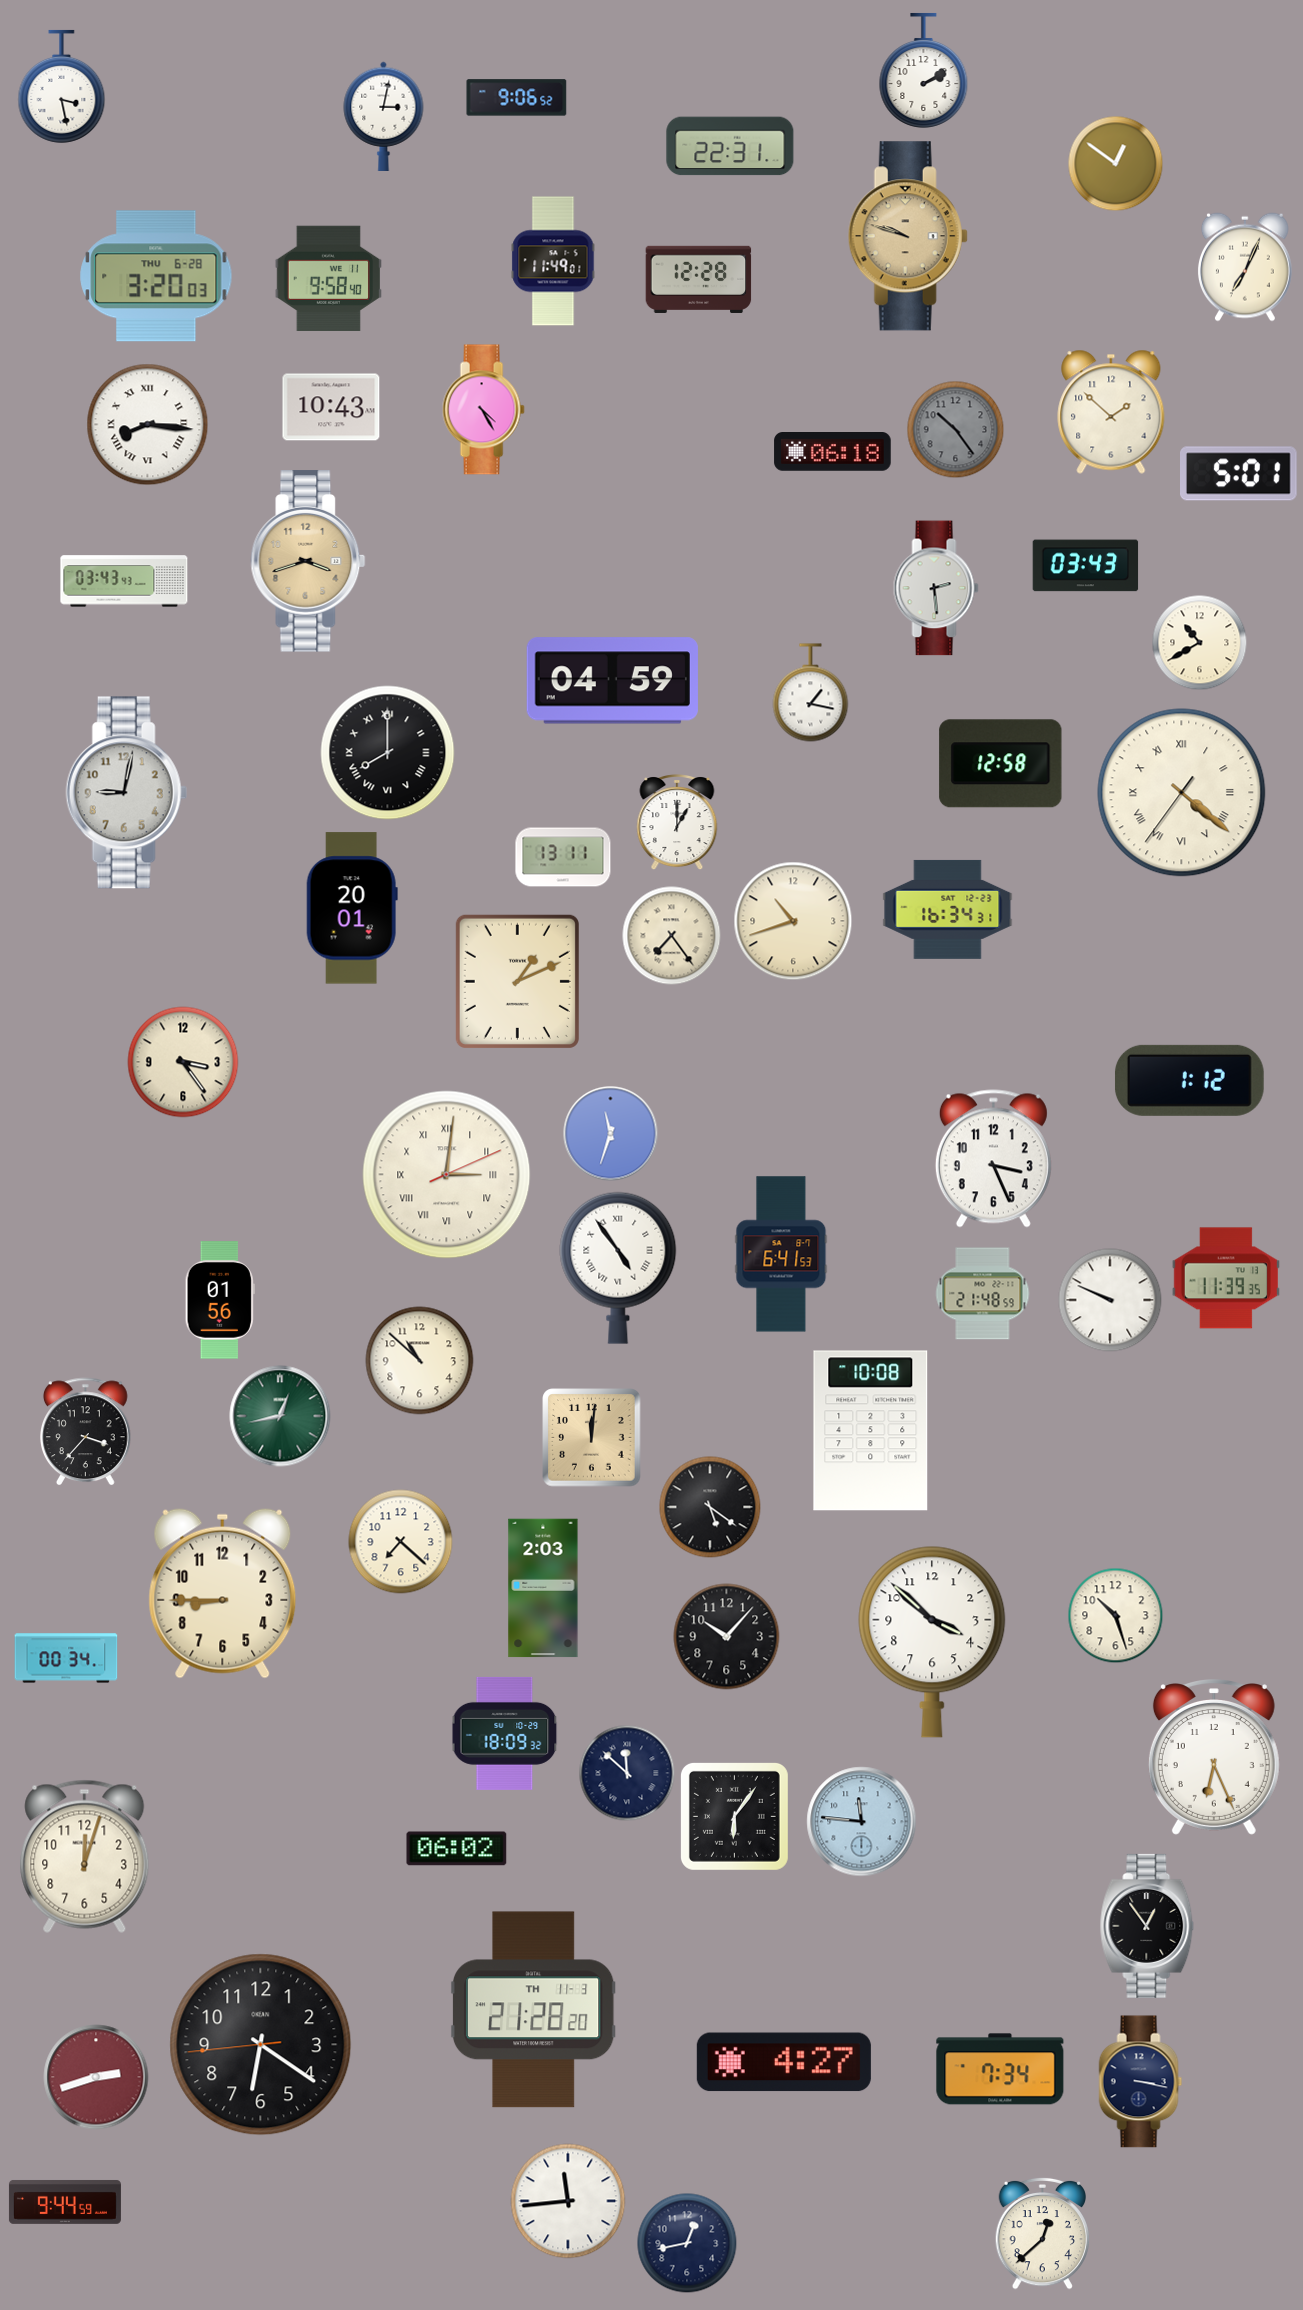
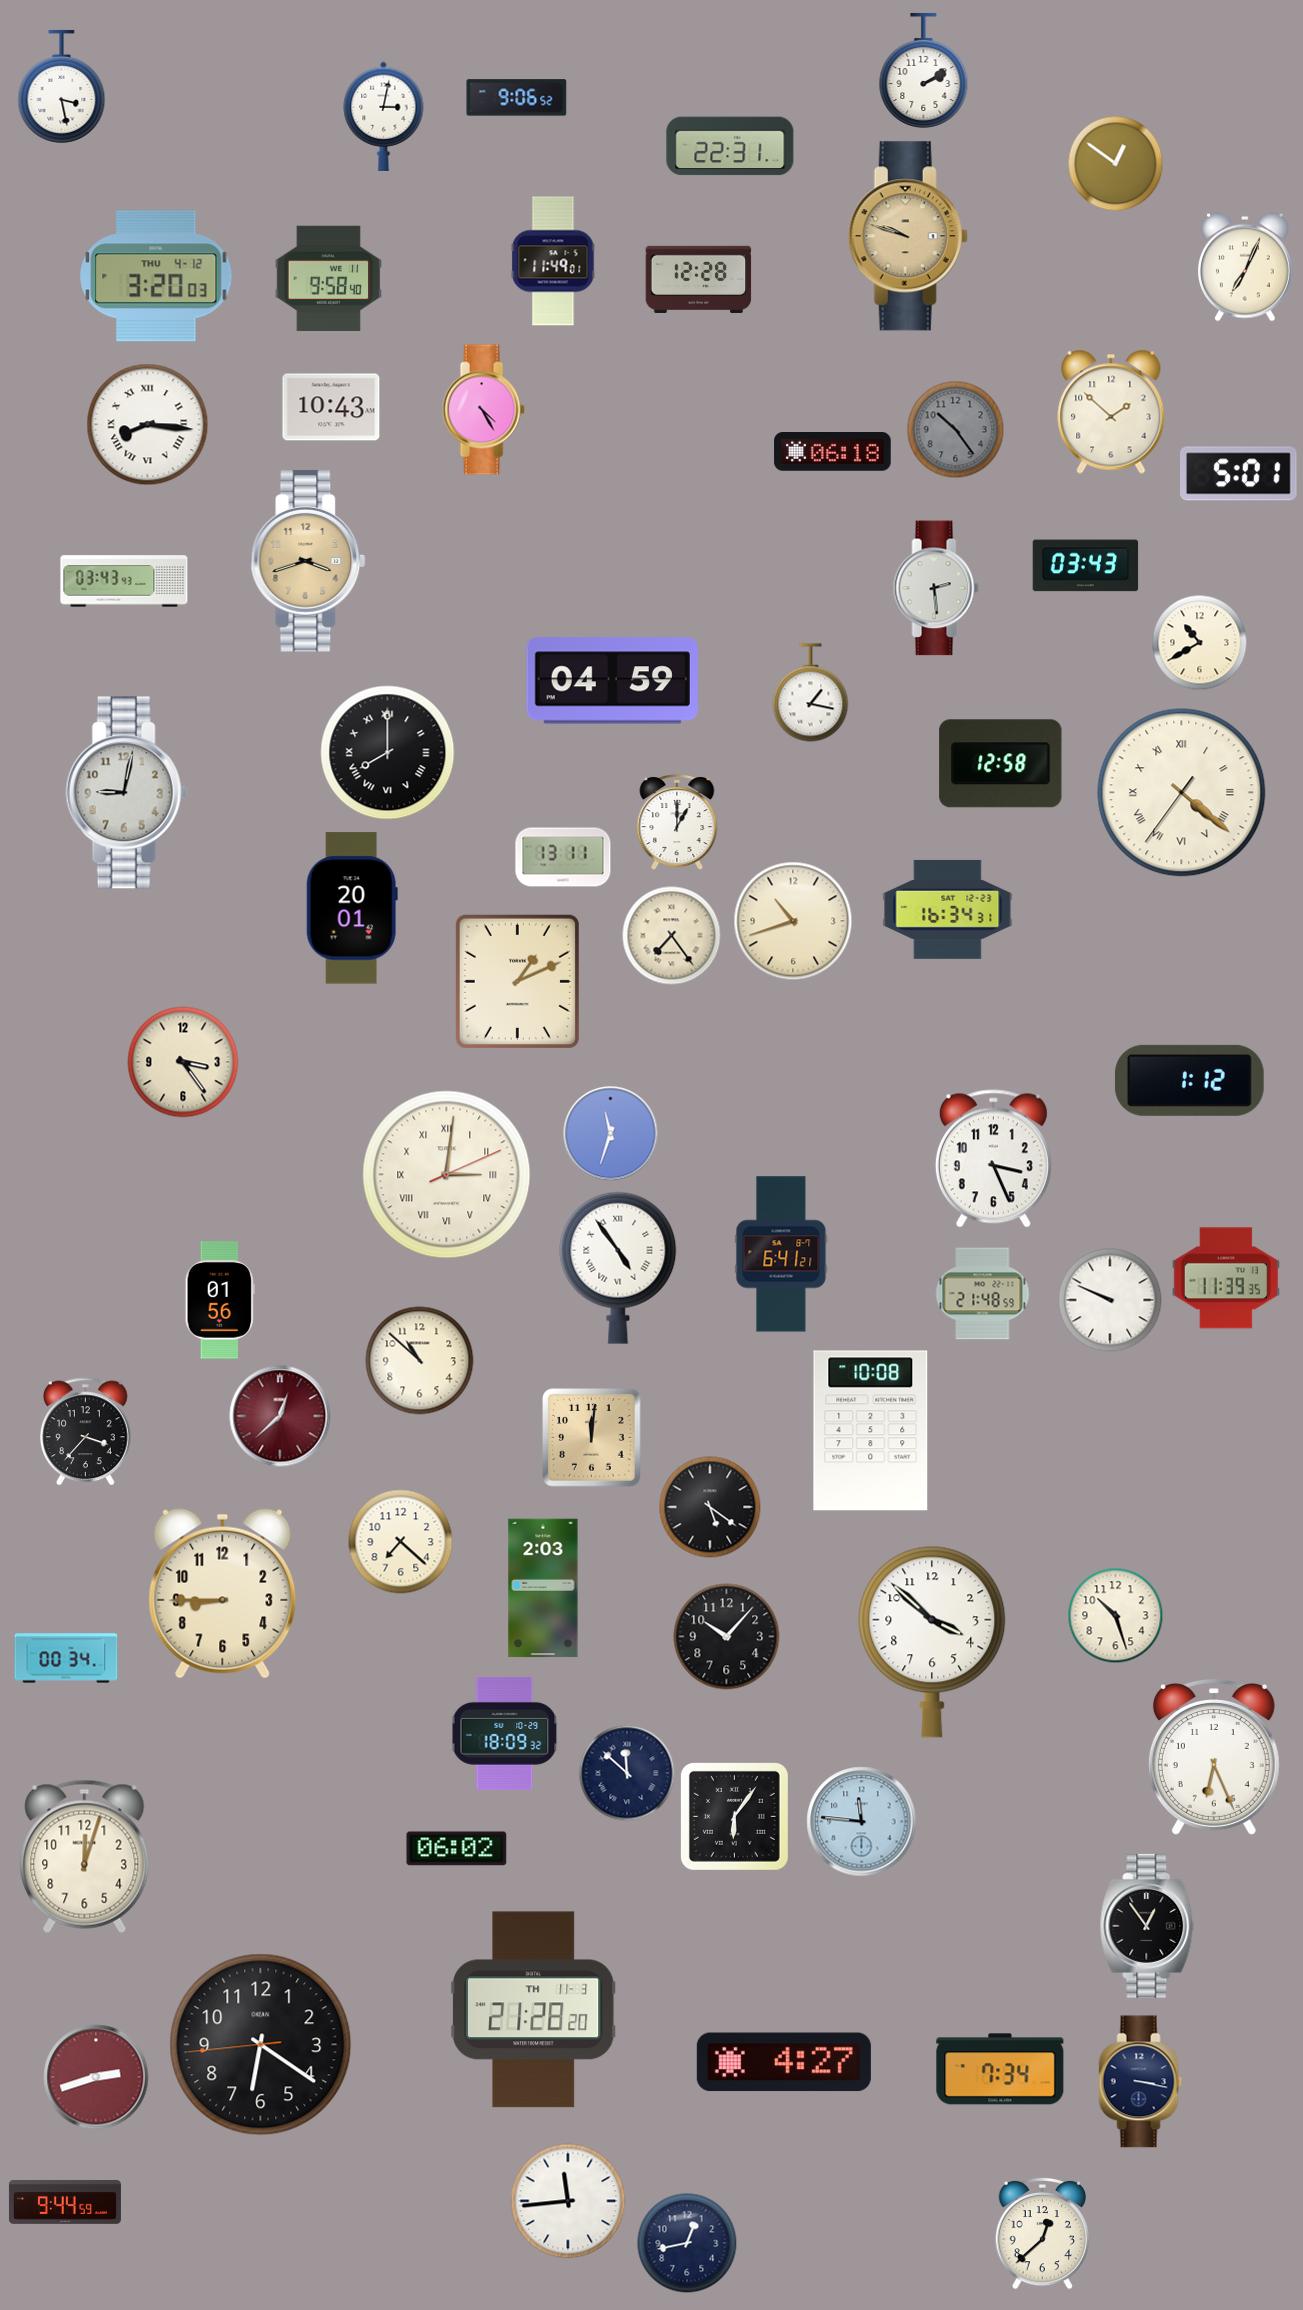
clock at (156, 276) date: THU 6-28 -> THU 4-12
clock at (781, 1254): 6:41:53 -> 6:41:21
clock at (280, 1416): 12:43 -> 12:38
clock at (280, 1416) dial: green -> burgundy
